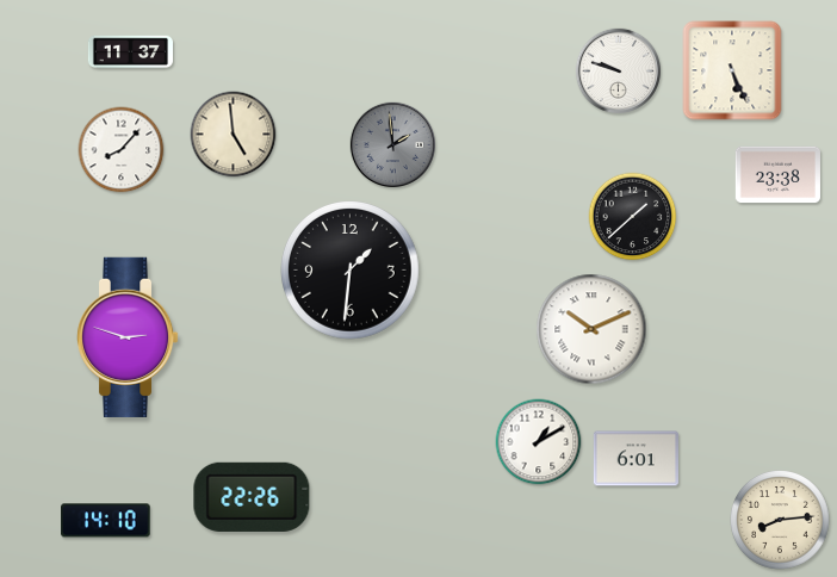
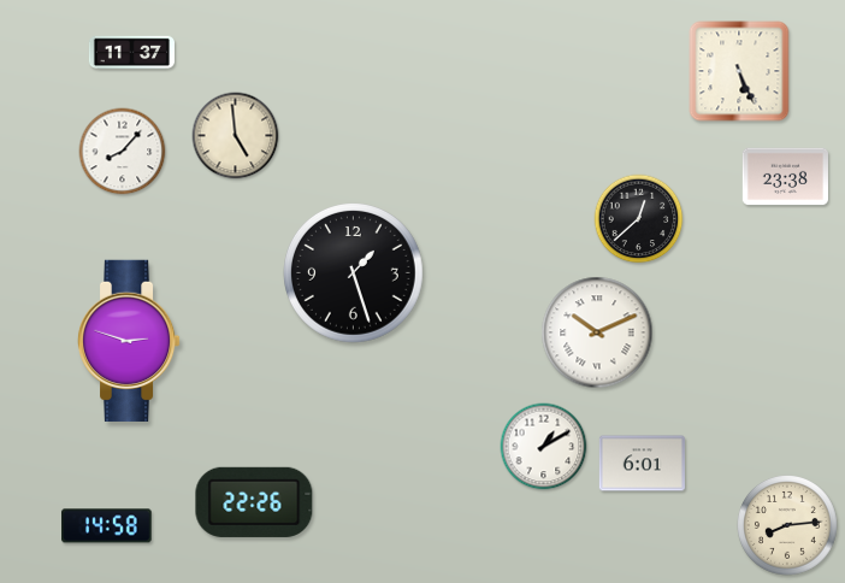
clock at (618, 70): 9:48 -> none
clock at (392, 144): 1:59 -> none
clock at (633, 217): 1:38 -> 12:38
clock at (351, 271): 1:31 -> 1:27
clock at (106, 521): 14:10 -> 14:58
